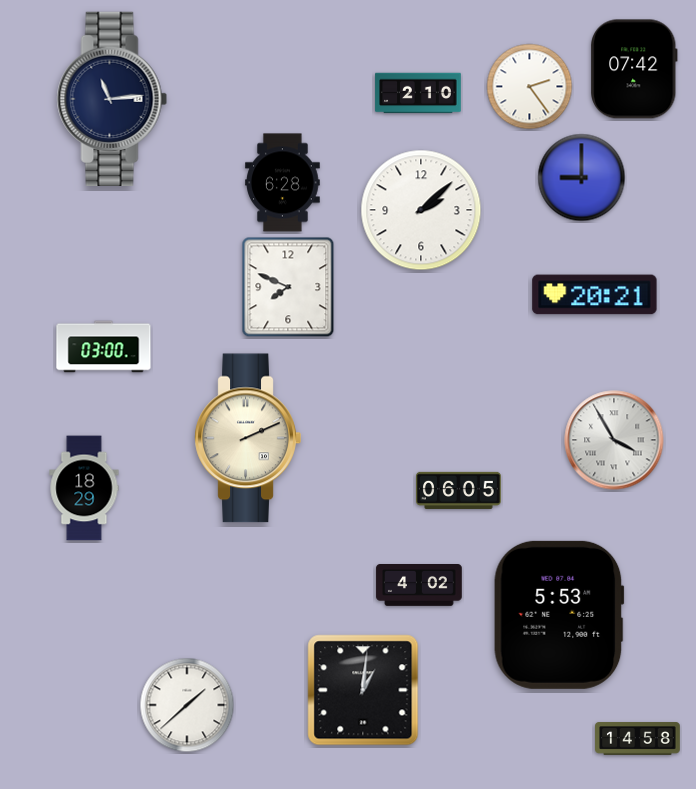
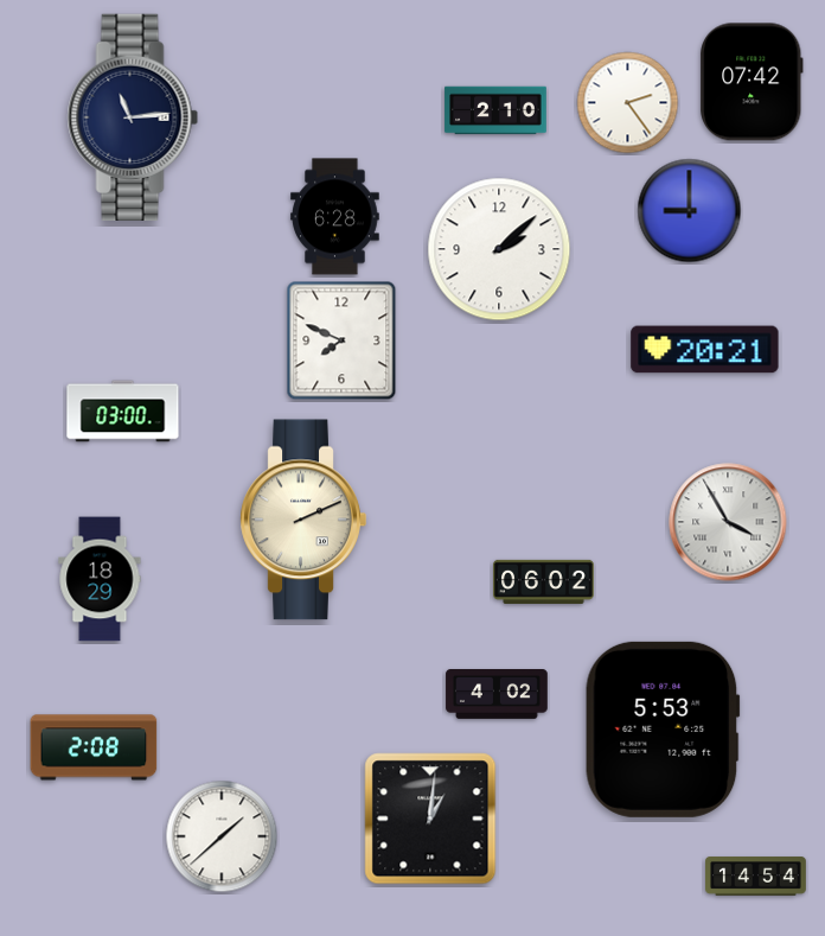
clock at (248, 438) position: (248, 438) -> (303, 520)
clock at (459, 490): 06:05 -> 06:02
clock at (94, 747): none -> 2:08
clock at (638, 739): 14:58 -> 14:54
